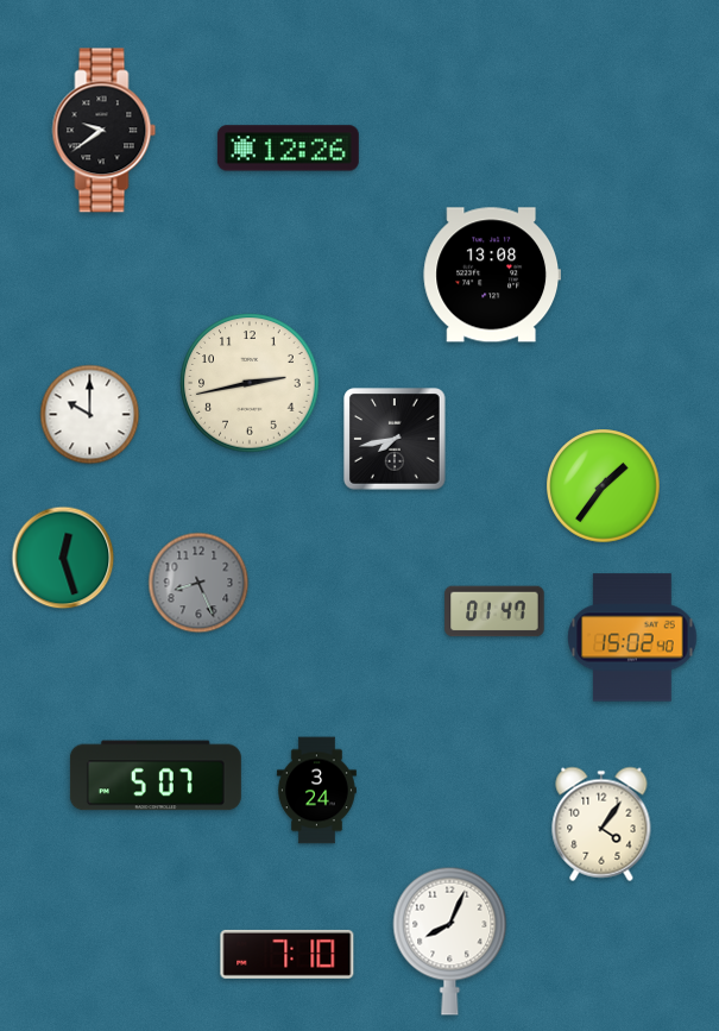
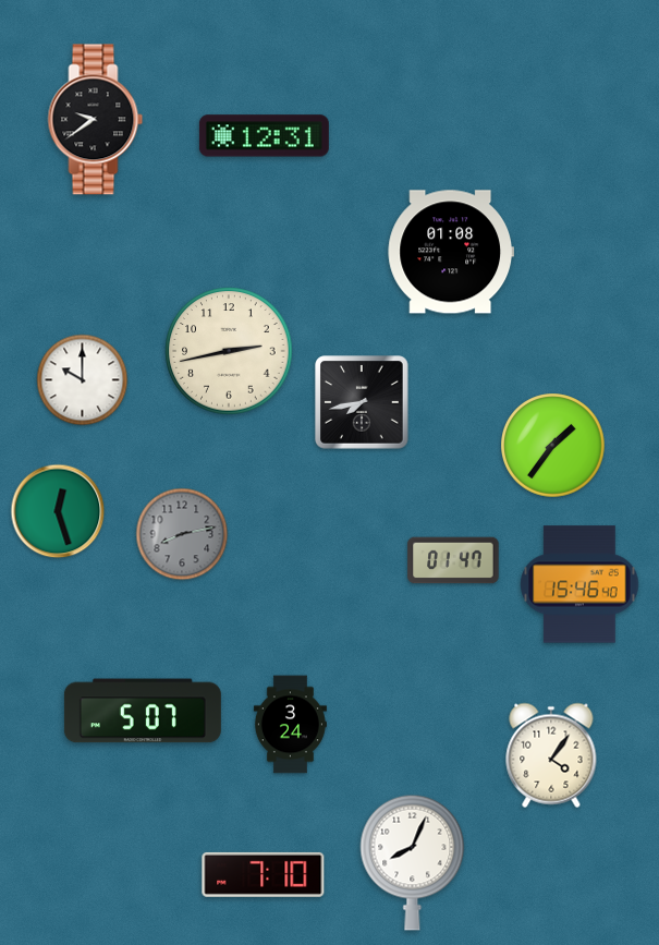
clock at (288, 149): 12:26 -> 12:31
clock at (491, 275): 13:08 -> 01:08
clock at (198, 583): 8:26 -> 8:13
clock at (632, 637): 15:02 -> 15:46
